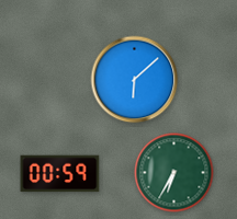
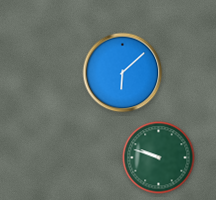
clock at (174, 173): 6:35 -> 9:48
clock at (60, 174): 00:59 -> none
